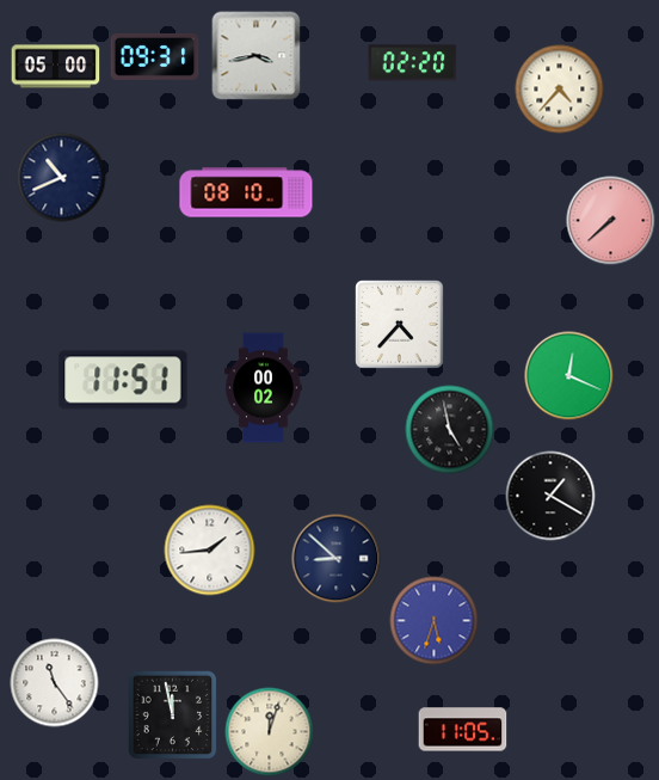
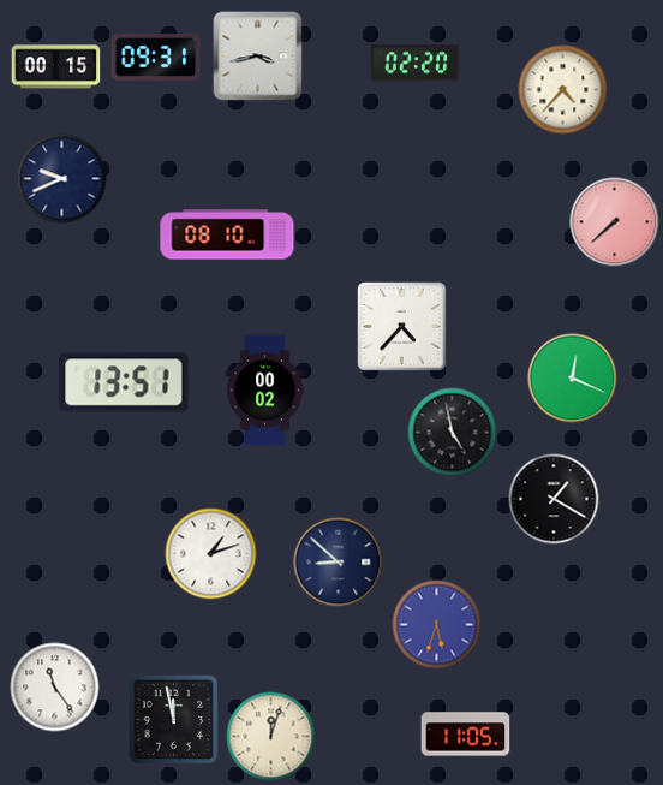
clock at (56, 67): 05:00 -> 00:15
clock at (62, 178): 10:41 -> 9:41
clock at (246, 192) position: (246, 192) -> (227, 234)
clock at (123, 380): 11:51 -> 13:51
clock at (210, 551): 1:44 -> 1:12
